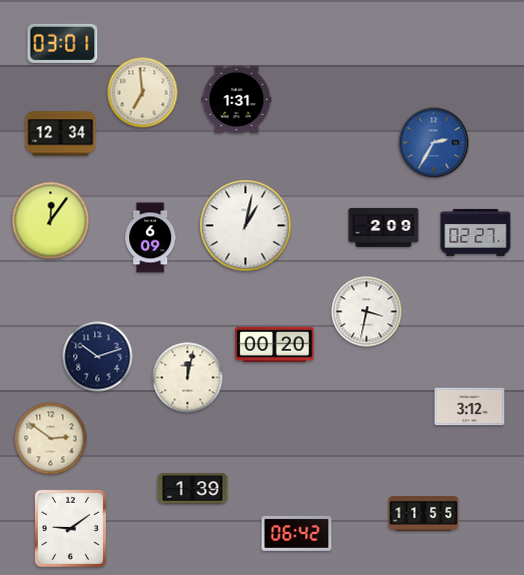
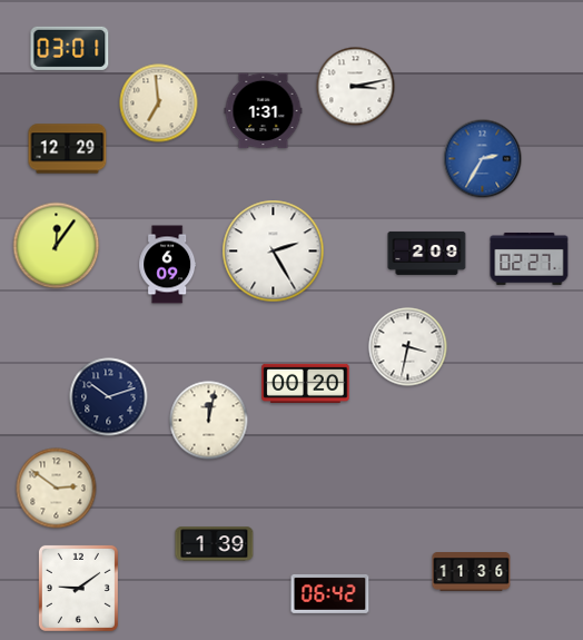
clock at (356, 87): none -> 3:13
clock at (61, 134): 12:34 -> 12:29
clock at (246, 226): 1:02 -> 2:25
clock at (470, 407): 3:12 -> none
clock at (424, 514): 11:55 -> 11:36
